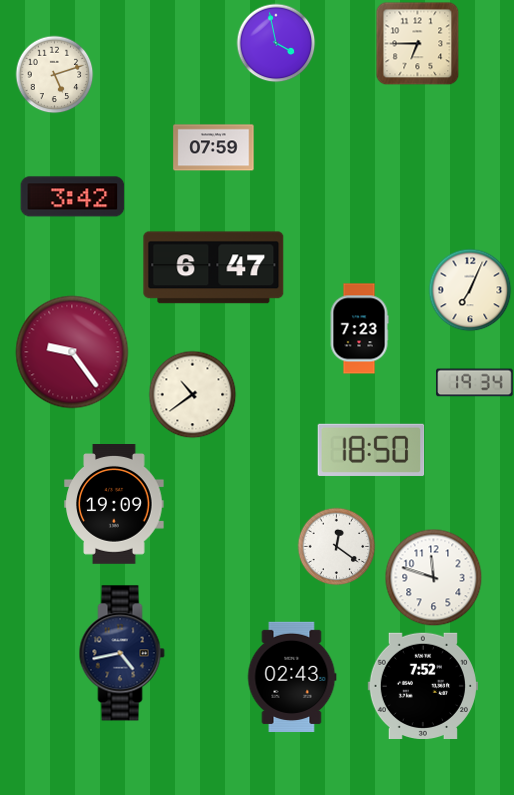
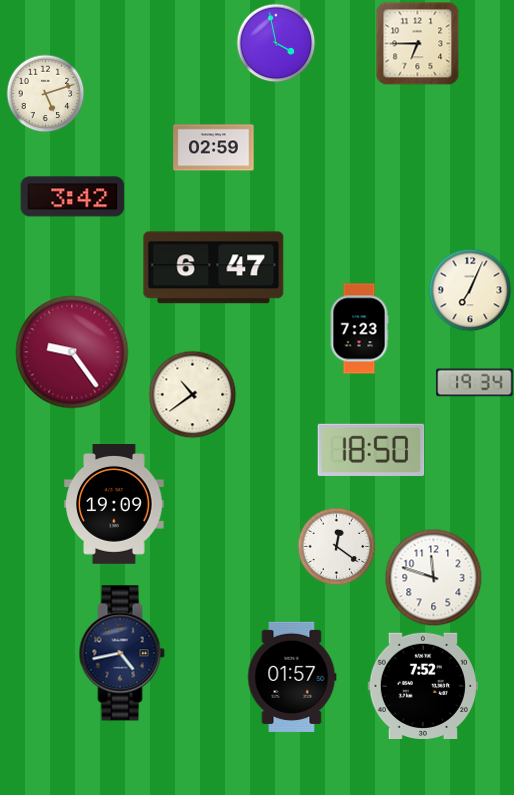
clock at (54, 74) position: (54, 74) -> (45, 93)
clock at (214, 148): 07:59 -> 02:59
clock at (292, 676): 02:43 -> 01:57
